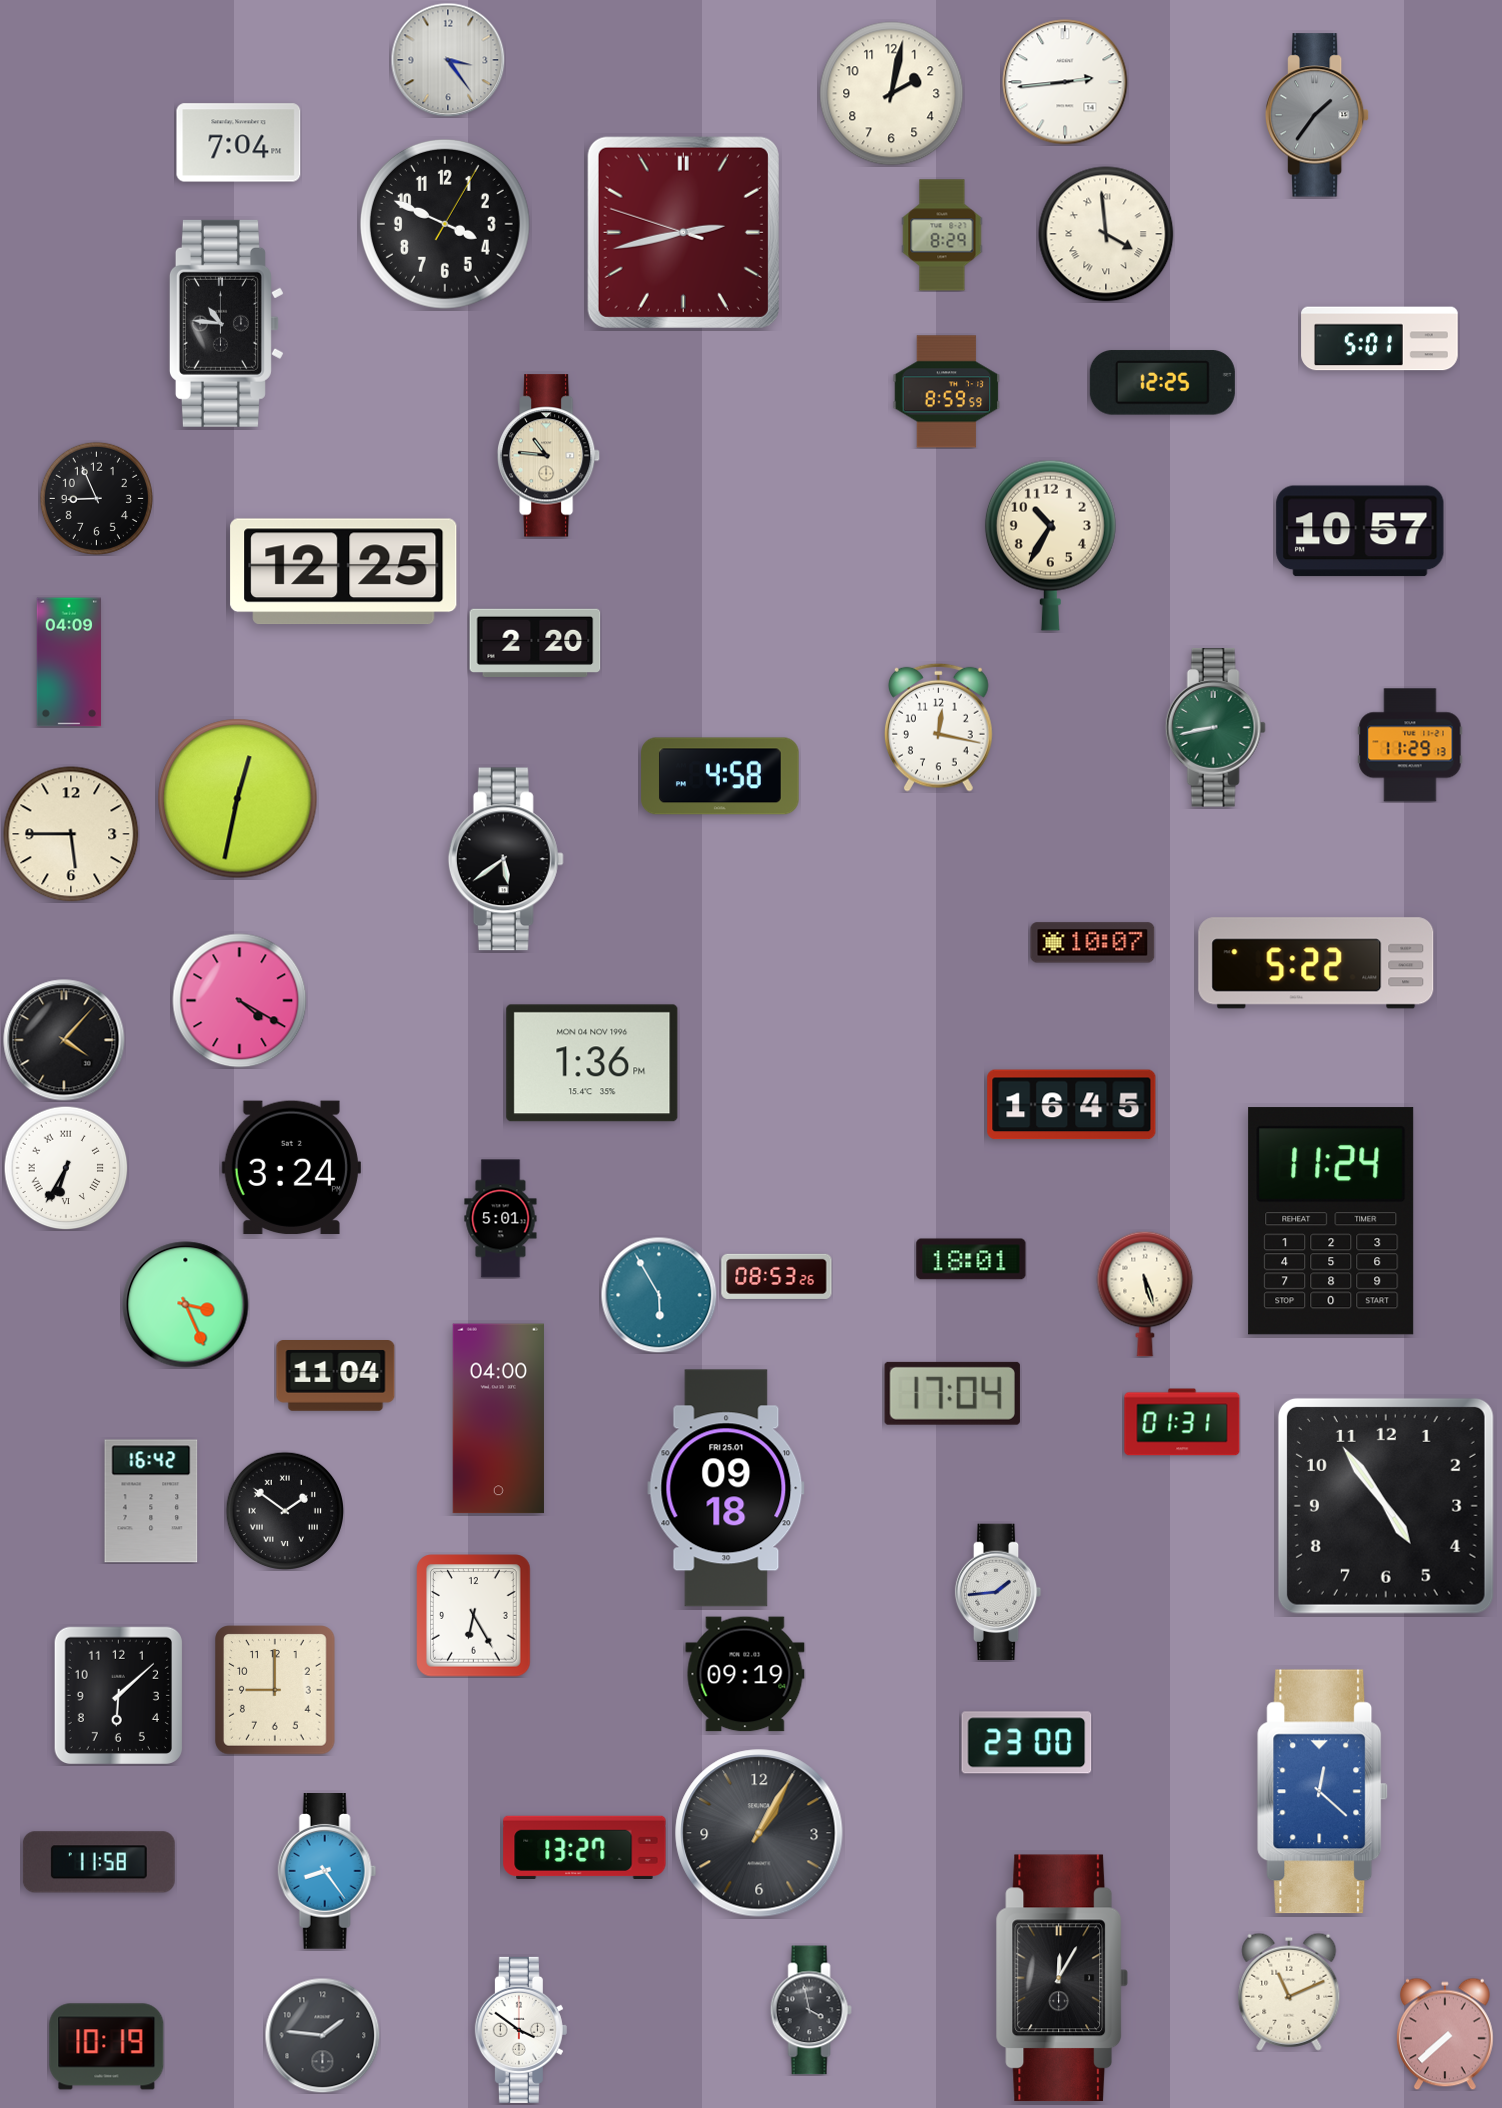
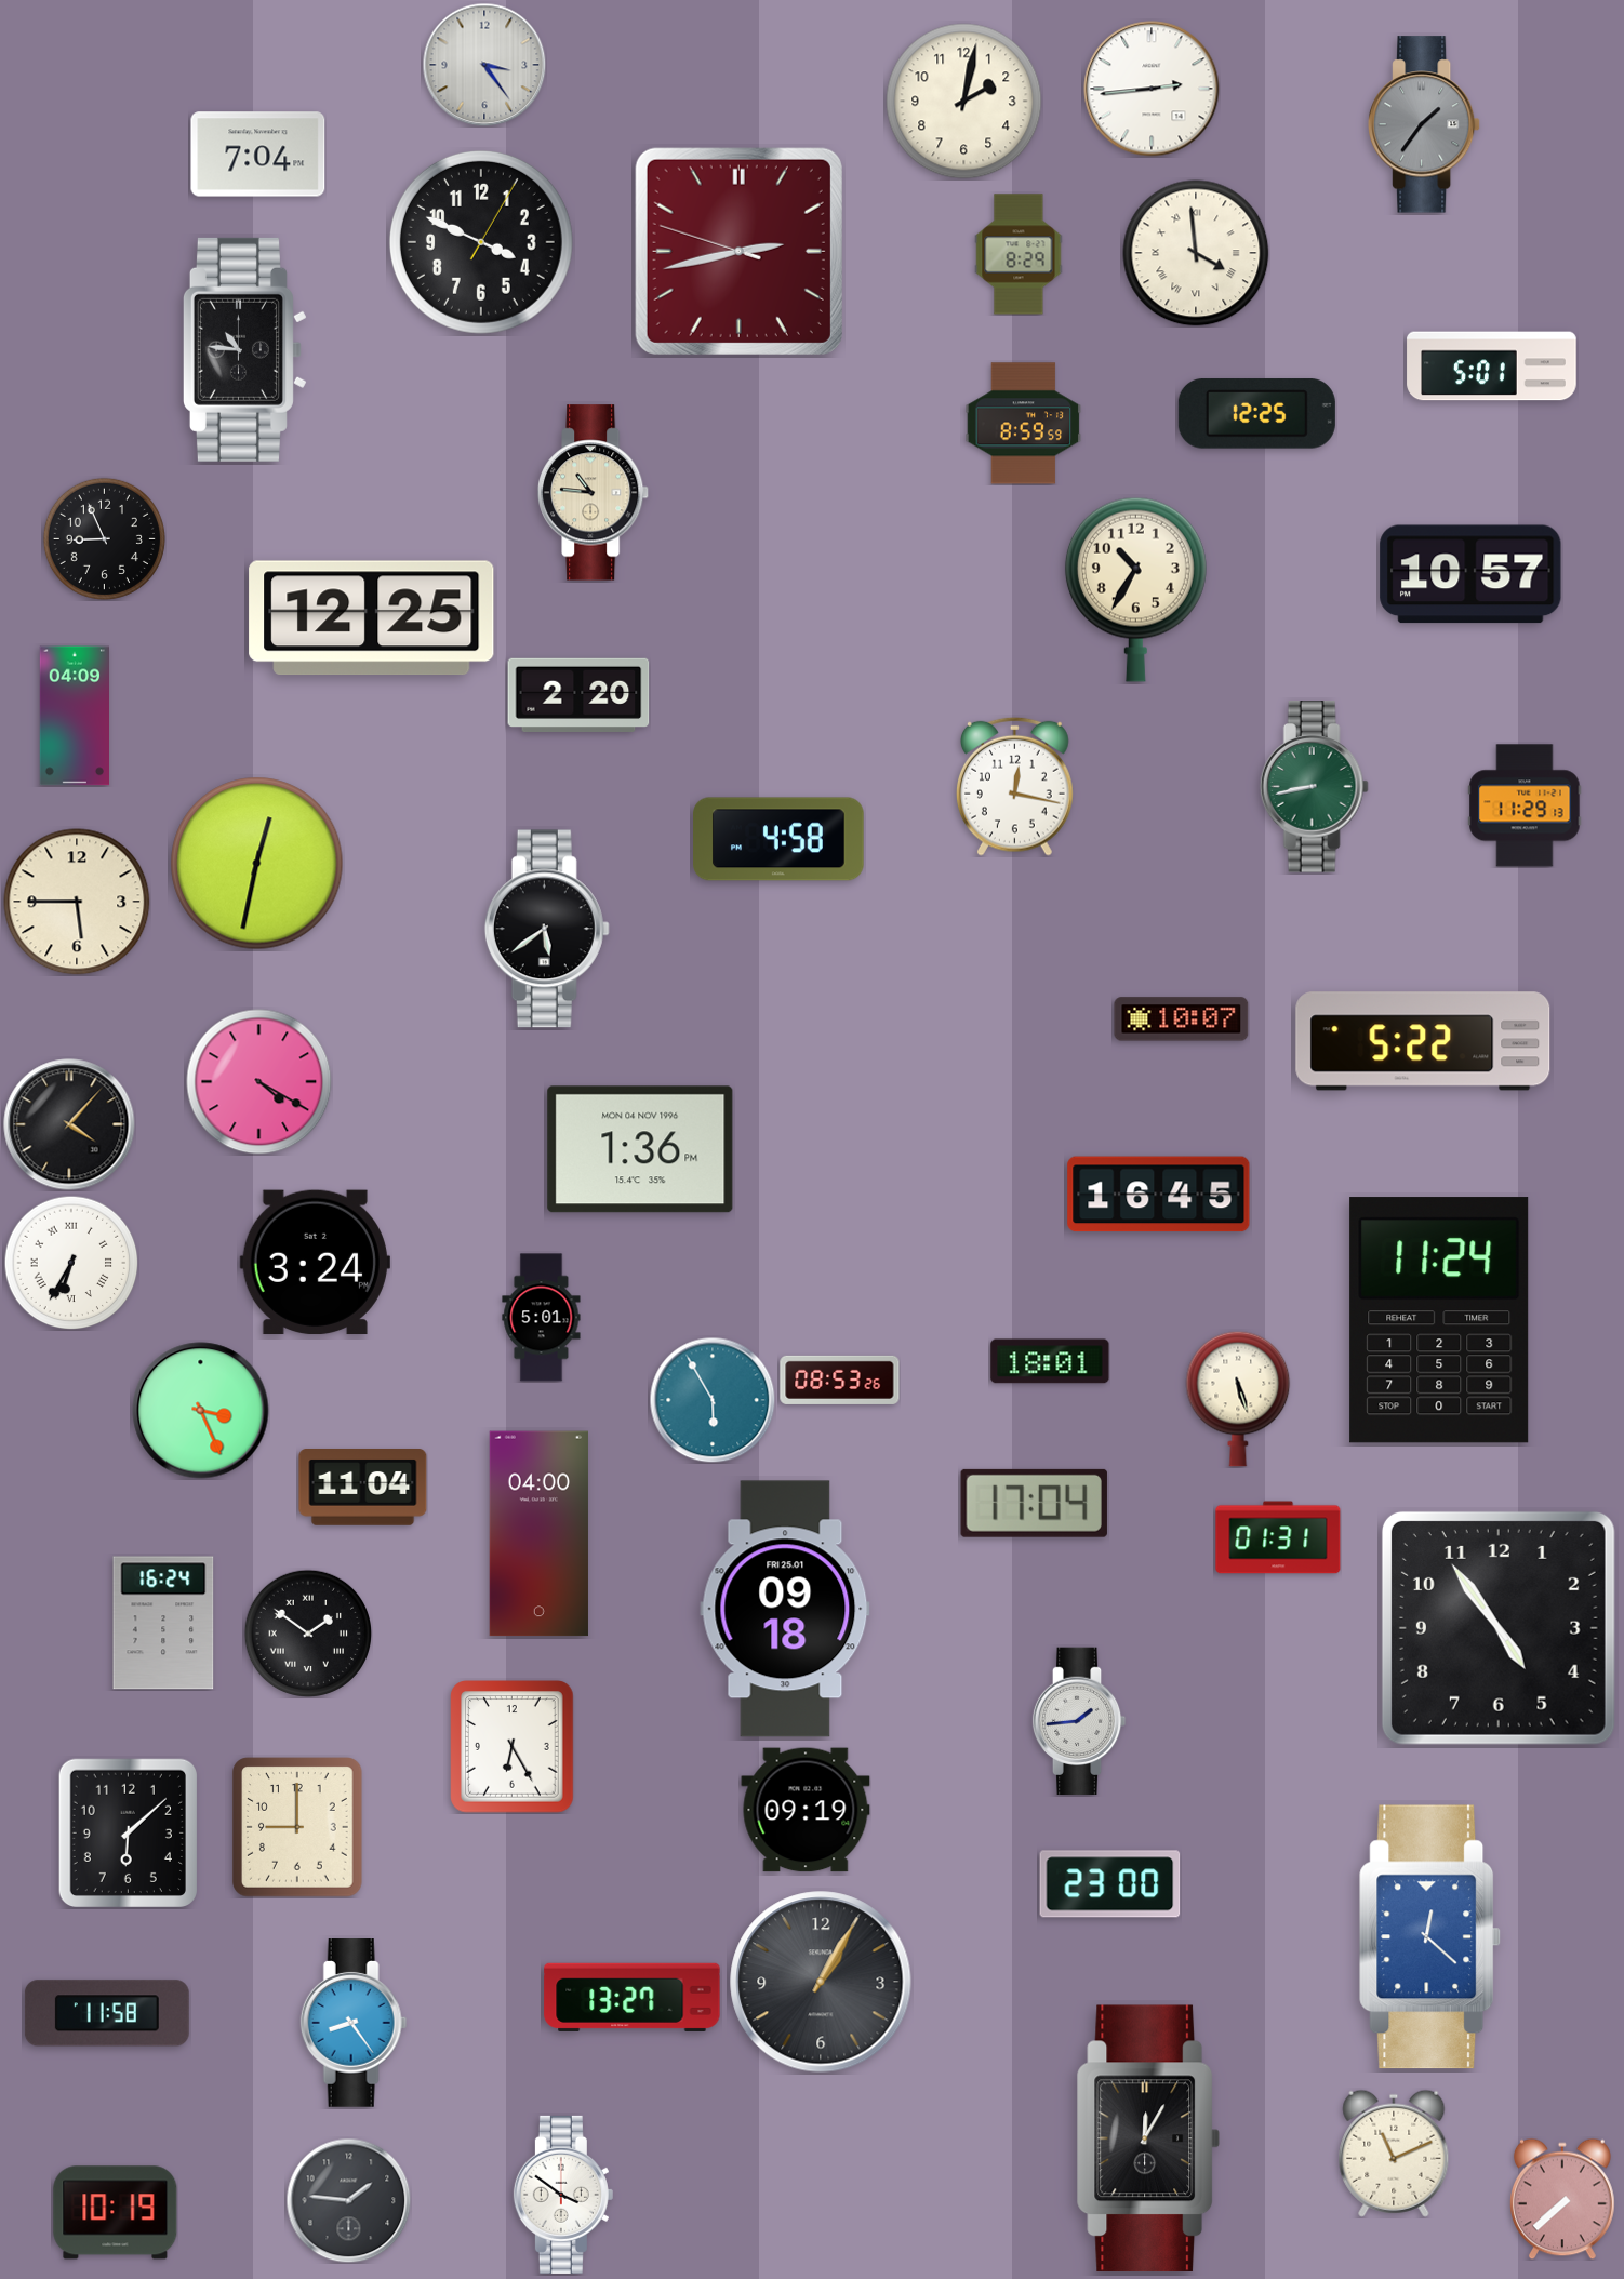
clock at (952, 1393) position: (952, 1393) -> (1034, 1503)
clock at (151, 1501): 16:42 -> 16:24
clock at (811, 2010): 3:58 -> none
